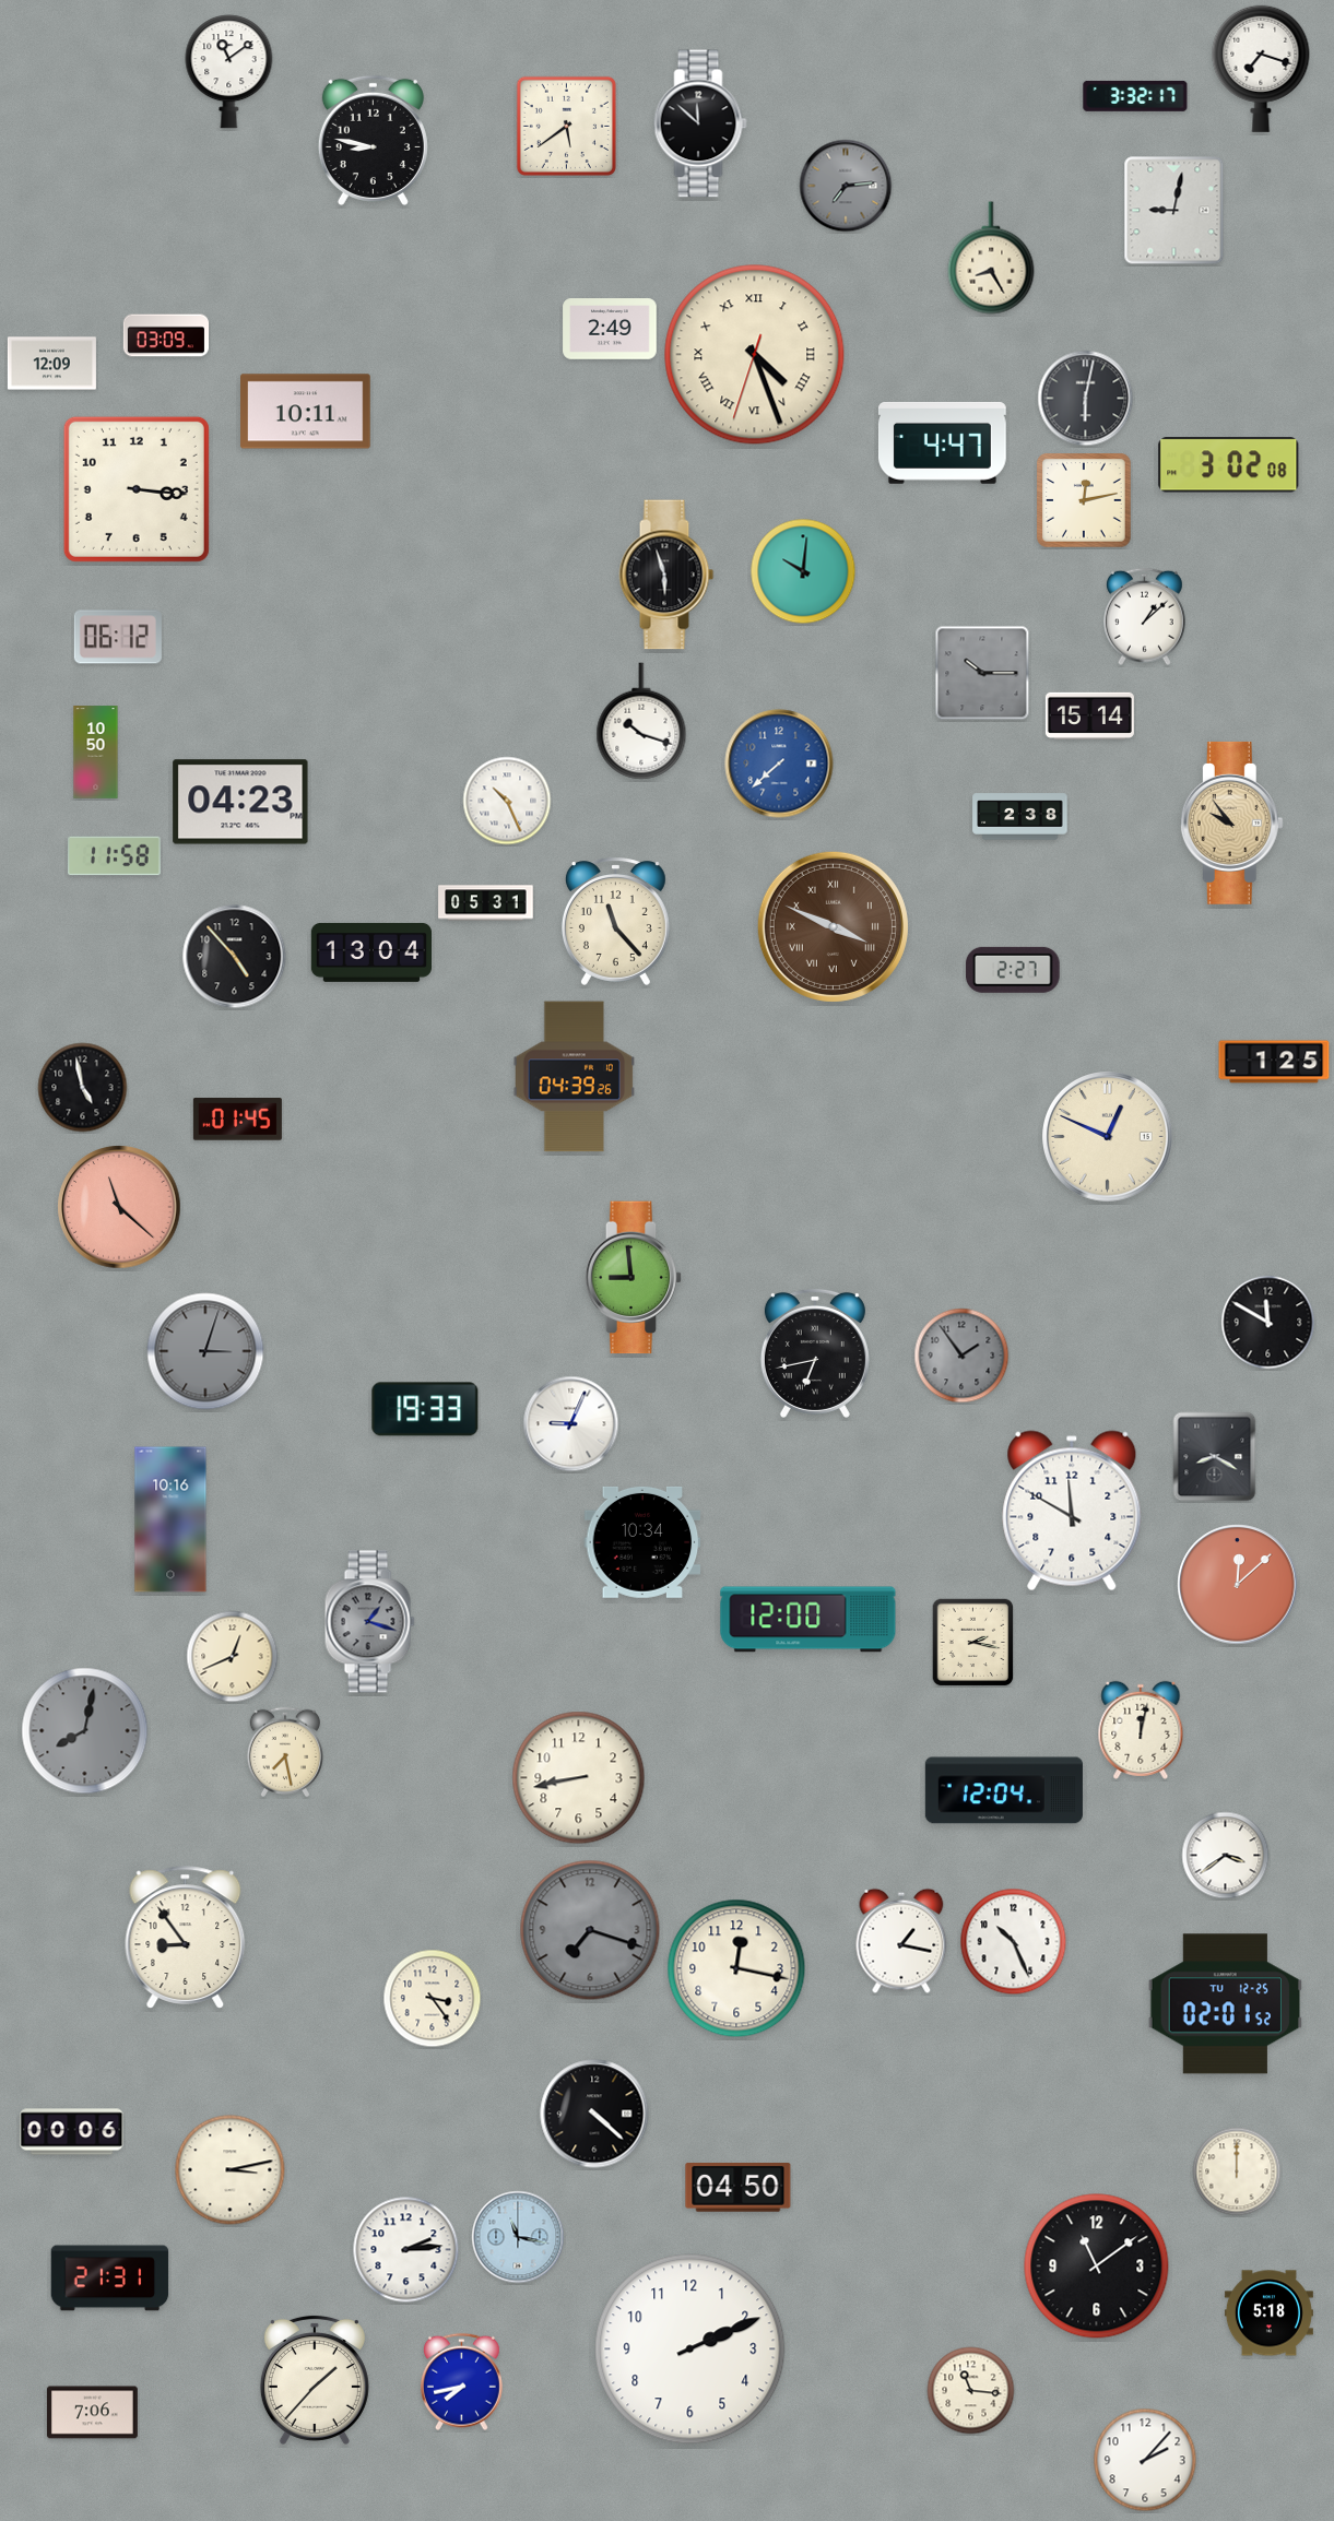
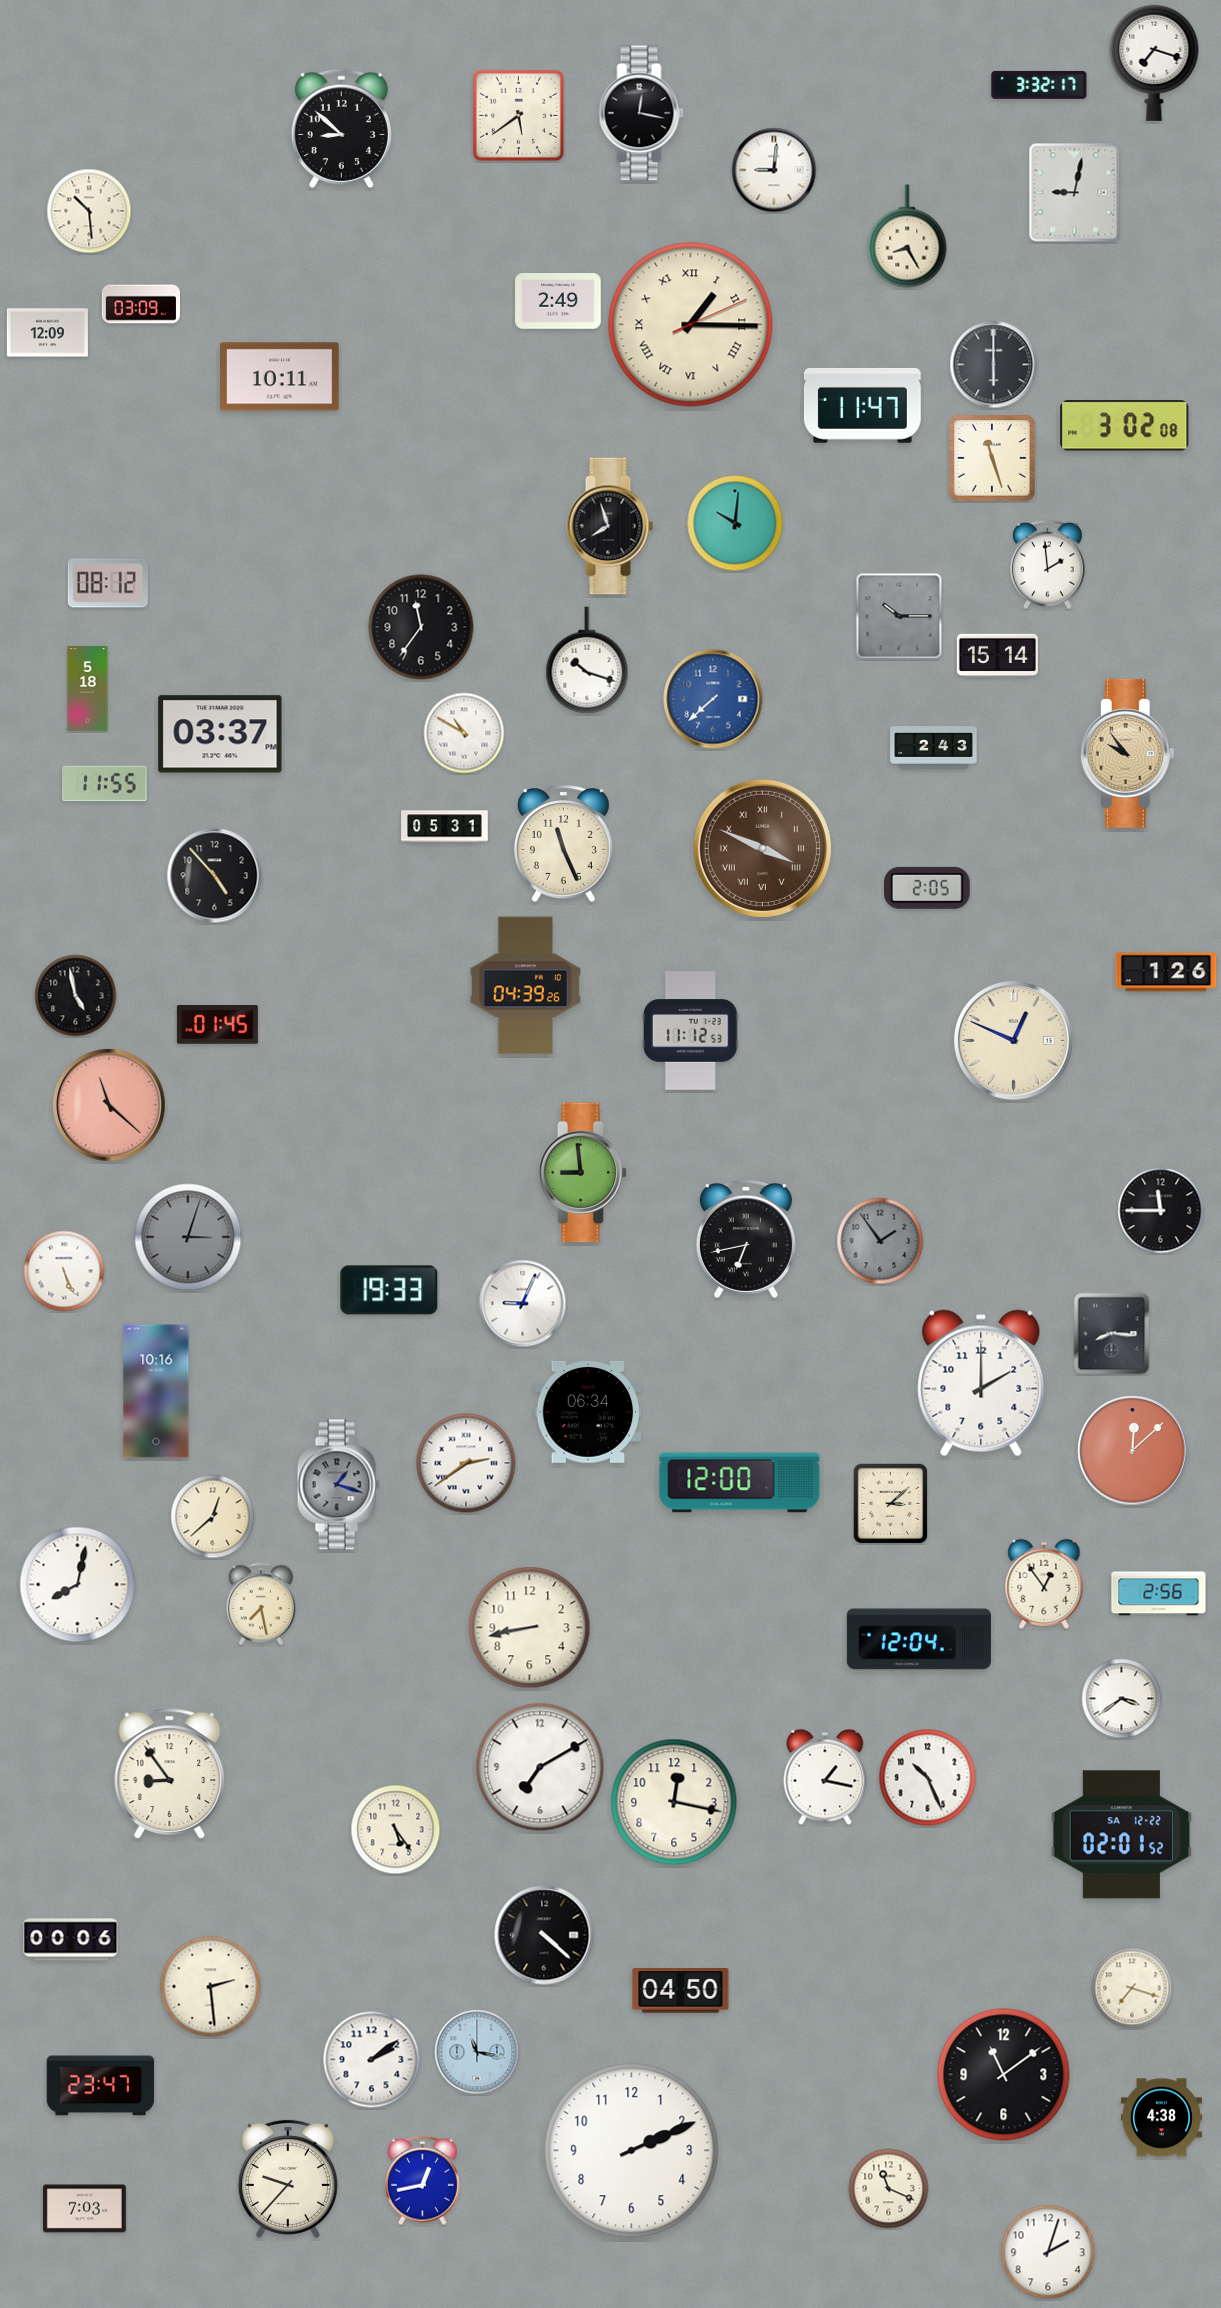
clock at (229, 72): 11:09 -> none
clock at (1135, 96) position: (1135, 96) -> (1039, 85)
clock at (700, 123): 11:52 -> 12:17
clock at (373, 140): 8:47 -> 8:52
clock at (846, 186): 7:14 -> 9:01
clock at (846, 186) dial: grey -> white
clock at (89, 211): none -> 10:29
clock at (165, 335) position: (165, 335) -> (140, 304)
clock at (755, 355): 4:26 -> 1:15
clock at (1086, 399): 6:02 -> 6:00
clock at (942, 442): 4:47 -> 11:47
clock at (137, 489): 3:16 -> none
clock at (1085, 501): 12:13 -> 11:27
clock at (666, 575): 5:57 -> 7:57
clock at (1144, 617): 1:08 -> 1:59
clock at (118, 637): 06:12 -> 08:12
clock at (421, 627): none -> 11:36
clock at (96, 753): 10:50 -> 5:18
clock at (507, 801): 10:26 -> 10:50
clock at (240, 802): 04:23 -> 03:37
clock at (1020, 817): 2:38 -> 2:43
clock at (115, 856): 11:58 -> 11:55
clock at (615, 921): 11:23 -> 11:26
clock at (370, 952): 13:04 -> none
clock at (1014, 970): 2:27 -> 2:05
clock at (1274, 1062): 1:25 -> 1:26
clock at (691, 1031): none -> 11:12
clock at (634, 1278) position: (634, 1278) -> (583, 1173)
clock at (1268, 1323): 11:50 -> 11:45
clock at (64, 1271): none -> 5:26
clock at (1215, 1457): 8:20 -> 8:16
clock at (1072, 1511): 11:50 -> 2:00
clock at (642, 1542): 10:34 -> 06:34
clock at (466, 1463): none -> 2:39
clock at (973, 1643): 2:17 -> 3:08
clock at (233, 1657): 12:41 -> 12:38
clock at (1141, 1730): 12:02 -> 12:54
clock at (85, 1731) dial: grey -> white
clock at (1159, 1594): none -> 2:56
clock at (590, 1930): 7:18 -> 7:10
clock at (590, 1930) dial: grey -> white
clock at (433, 1999): 3:24 -> 5:24
clock at (1225, 2004) date: TU 12-25 -> SA 12-22
clock at (72, 2132) position: (72, 2132) -> (71, 1940)
clock at (231, 2170): 3:13 -> 2:29
clock at (1237, 2171): 12:00 -> 7:18
clock at (739, 2188) position: (739, 2188) -> (681, 1991)
clock at (518, 2237) position: (518, 2237) -> (477, 2052)
clock at (406, 2250): 2:14 -> 2:09
clock at (110, 2279): 21:31 -> 23:47
clock at (1268, 2313): 5:18 -> 4:38
clock at (315, 2380): 1:37 -> 9:37
clock at (461, 2382): 7:43 -> 12:43
clock at (971, 2391): 11:16 -> 11:19
clock at (92, 2413): 7:06 -> 7:03
clock at (1145, 2460): 2:07 -> 2:03
